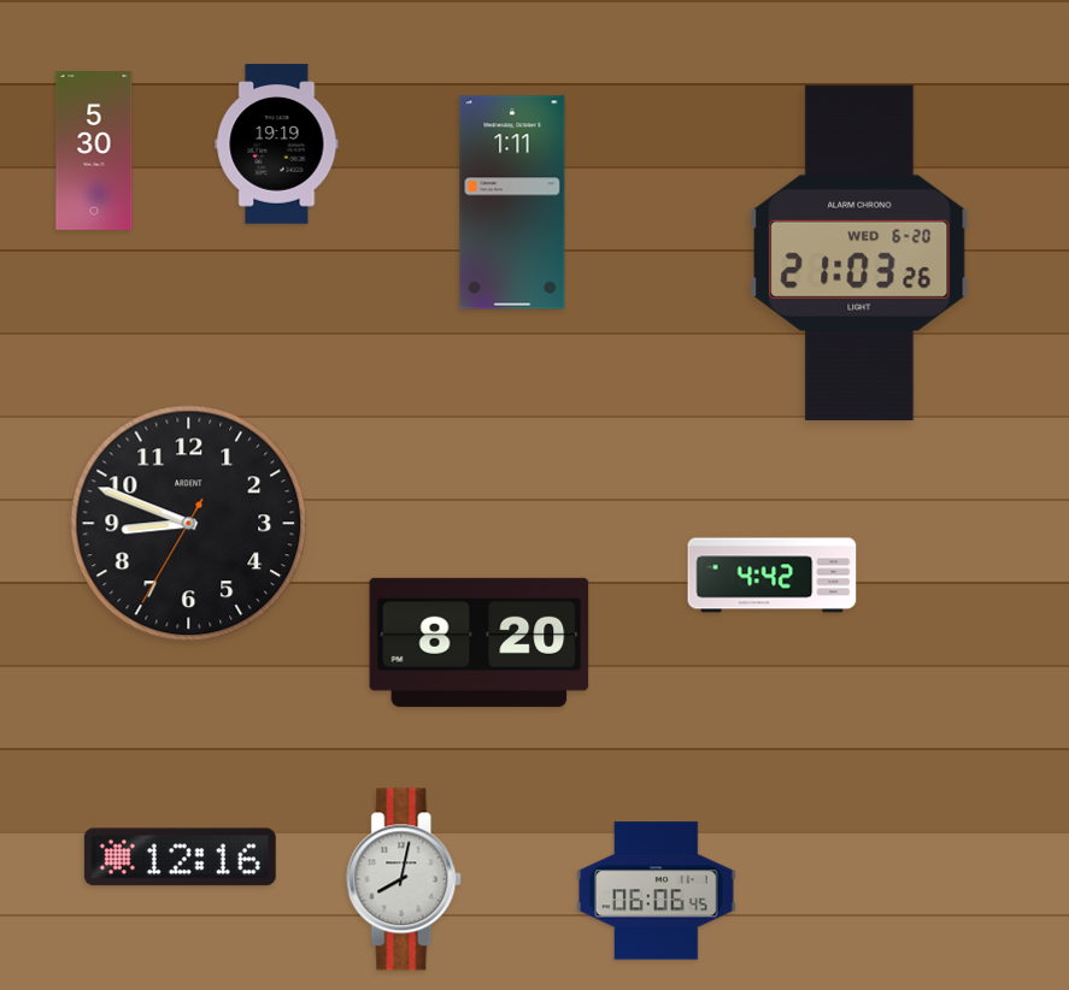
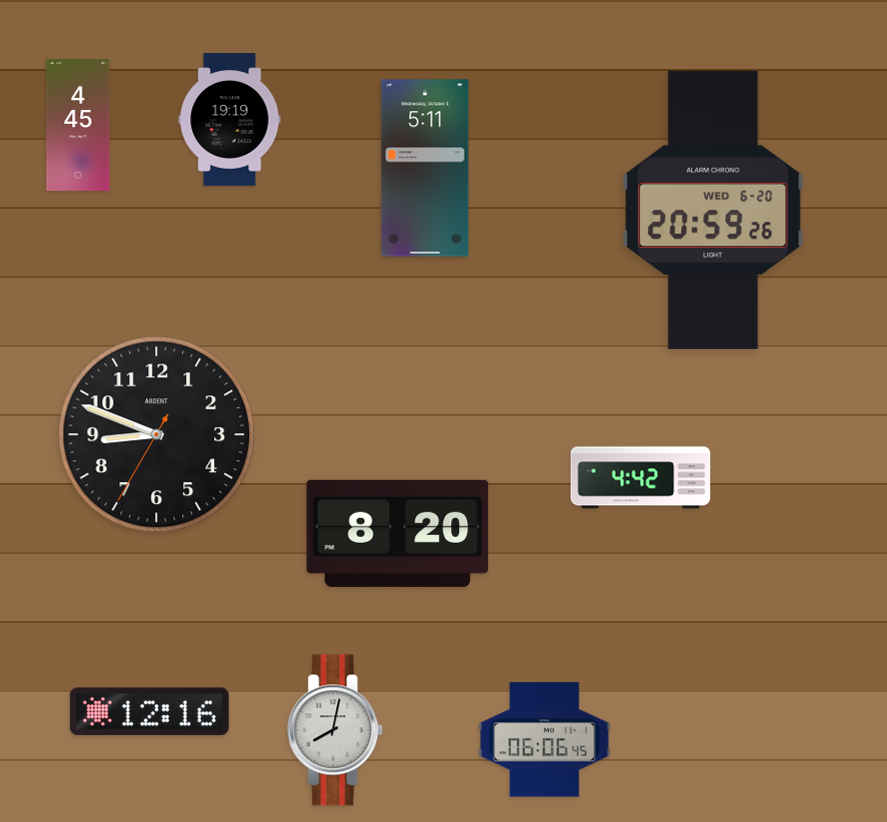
clock at (94, 152): 5:30 -> 4:45
clock at (512, 202): 1:11 -> 5:11
clock at (859, 253): 21:03 -> 20:59
